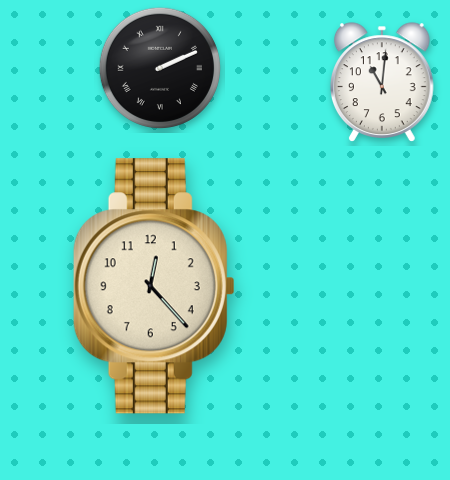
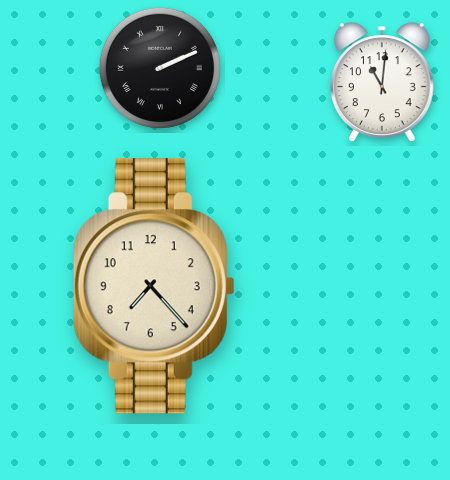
clock at (154, 286): 12:23 -> 7:23
